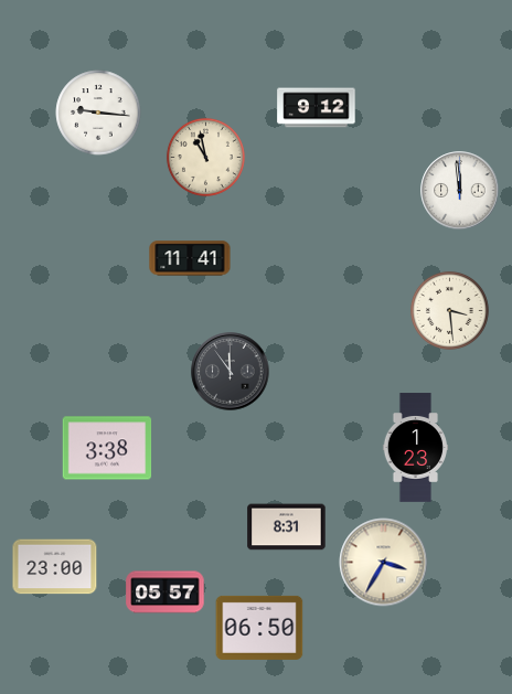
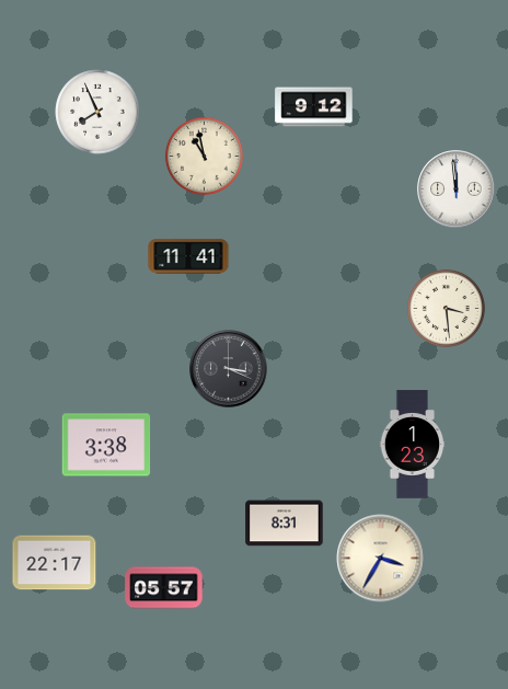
clock at (98, 113): 9:16 -> 7:56
clock at (231, 372): 11:54 -> 3:19
clock at (55, 567): 23:00 -> 22:17
clock at (259, 628): 06:50 -> none
